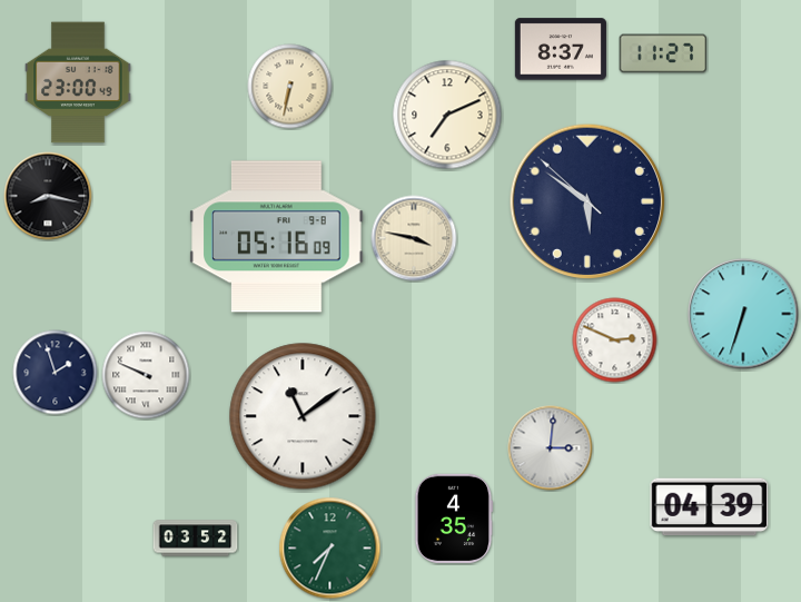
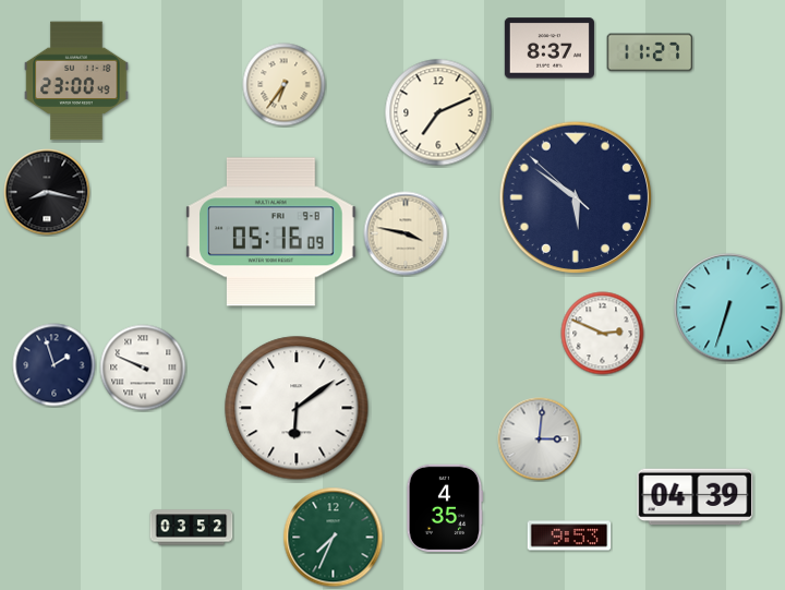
clock at (290, 87): 6:32 -> 6:36
clock at (303, 416): 11:09 -> 6:09
clock at (569, 535): none -> 9:53
clock at (330, 549) position: (330, 549) -> (334, 538)
